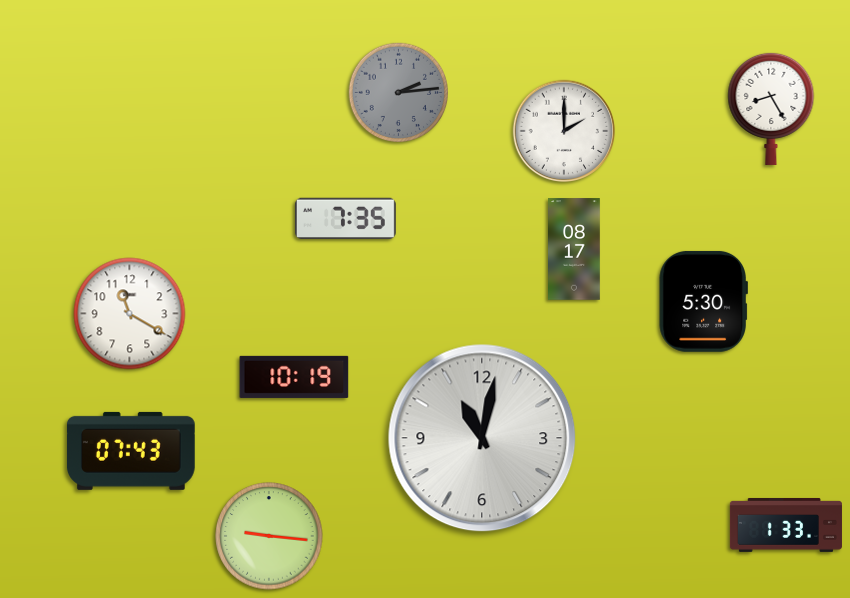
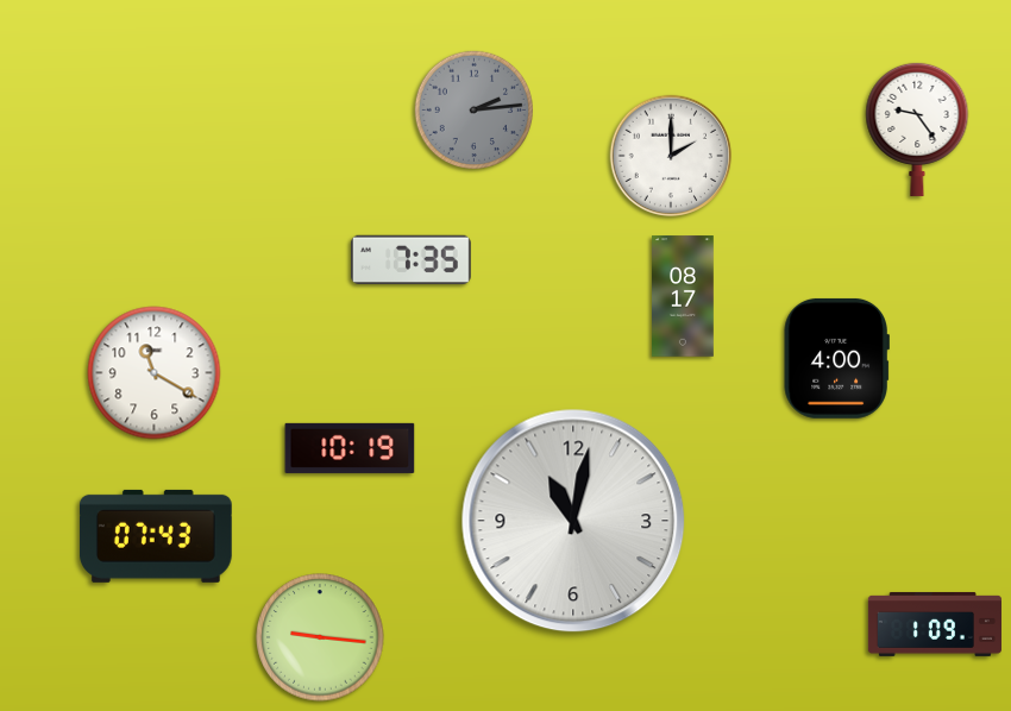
clock at (771, 108): 8:25 -> 9:24
clock at (703, 301): 5:30 -> 4:00
clock at (786, 525): 1:33 -> 1:09
